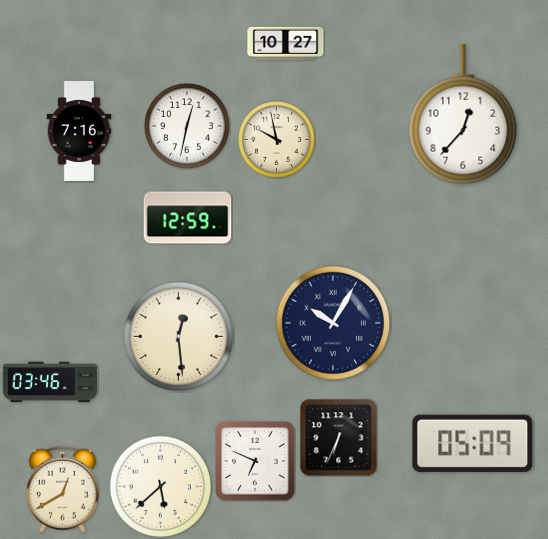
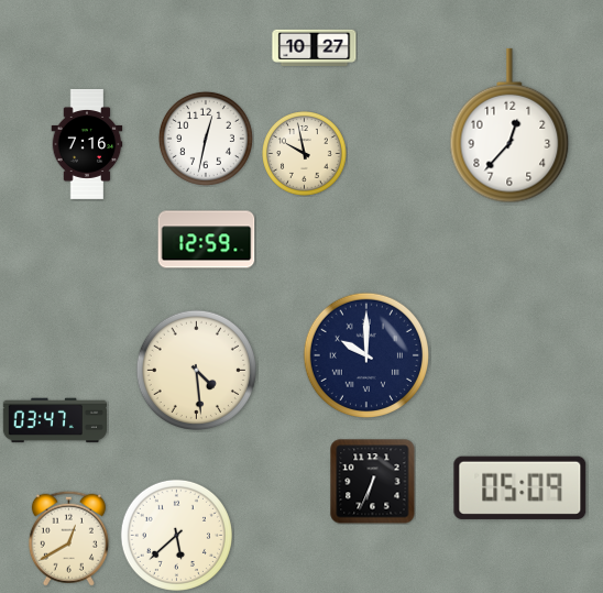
clock at (332, 322): 10:05 -> 10:00
clock at (178, 336): 12:29 -> 4:29
clock at (49, 382): 03:46 -> 03:47
clock at (255, 461): 6:49 -> none
